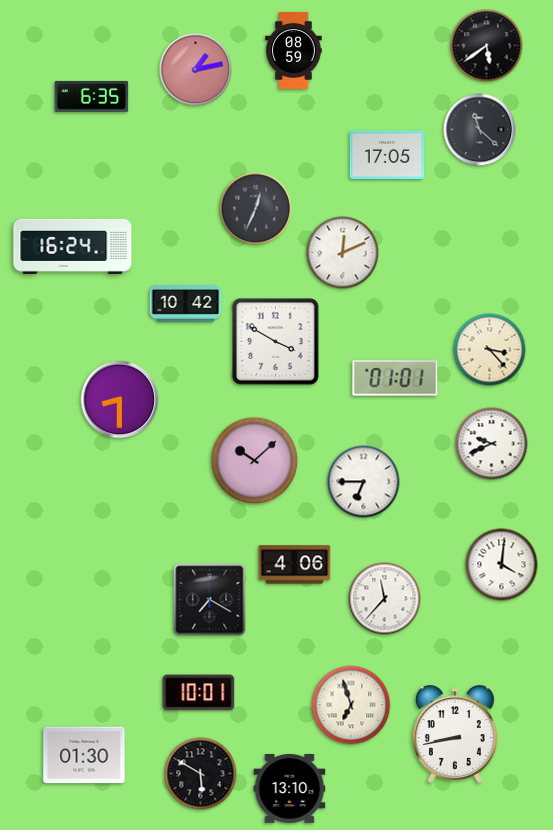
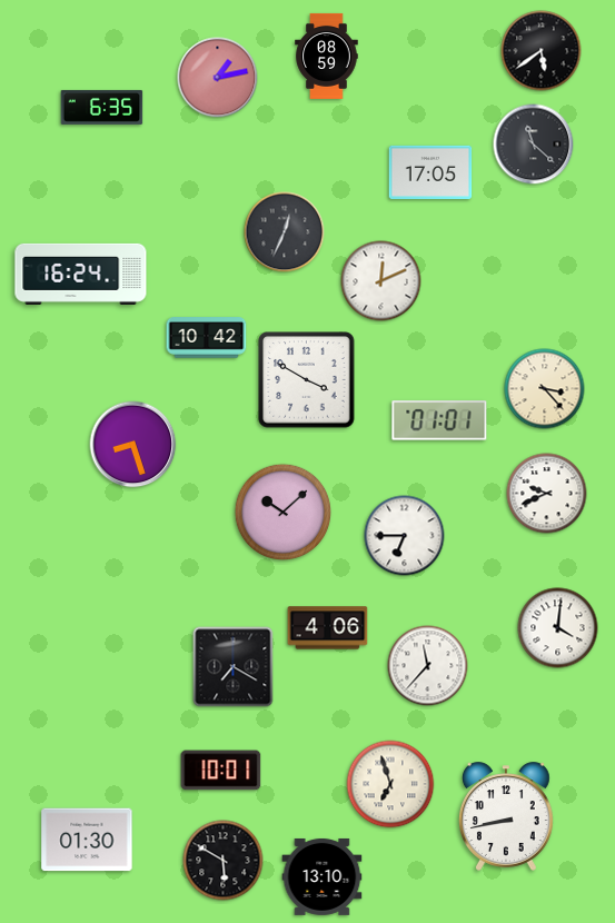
clock at (120, 400): 8:30 -> 8:27
clock at (84, 755) position: (84, 755) -> (87, 840)
